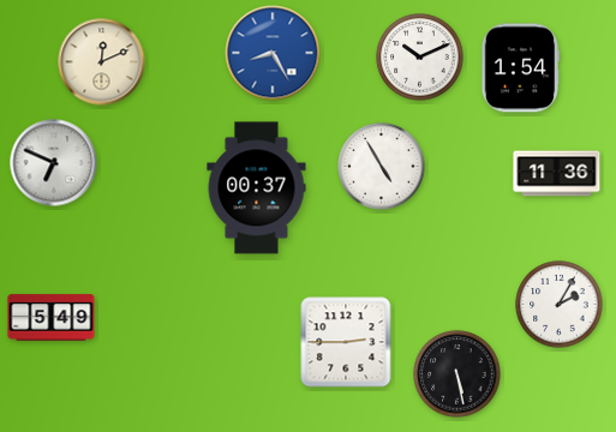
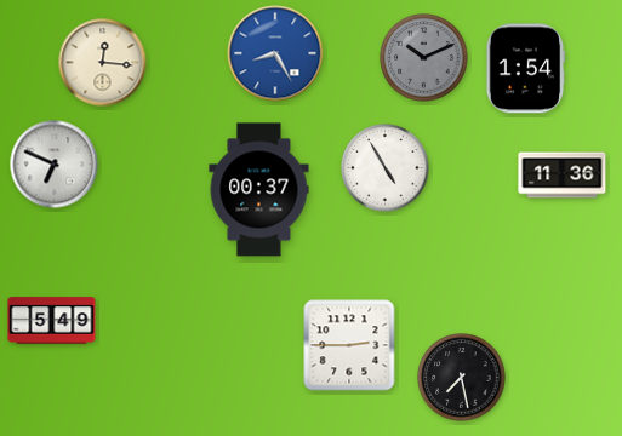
clock at (420, 58) dial: white -> grey
clock at (102, 62): 12:11 -> 12:16
clock at (560, 305): 2:05 -> none
clock at (457, 374): 5:28 -> 7:28
